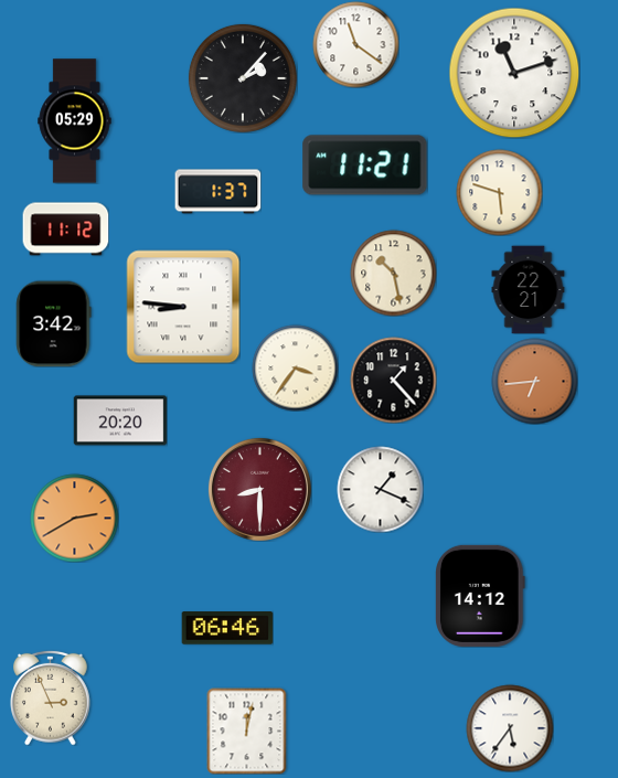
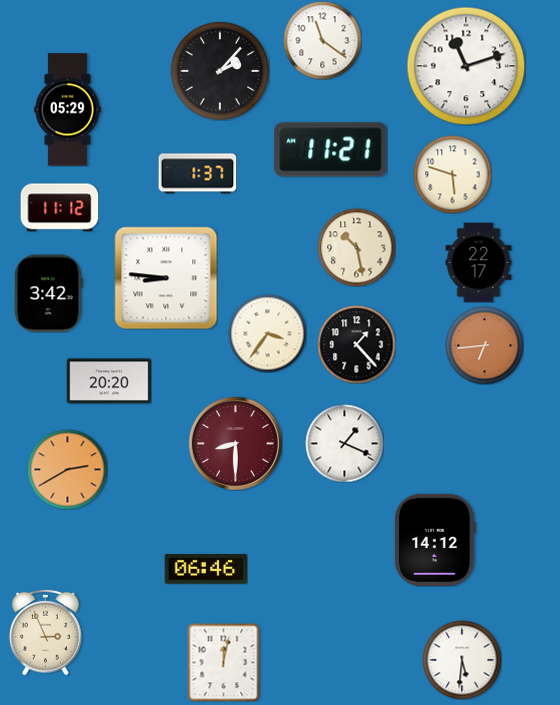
clock at (529, 289): 22:21 -> 22:17
clock at (510, 728): 5:36 -> 5:31
